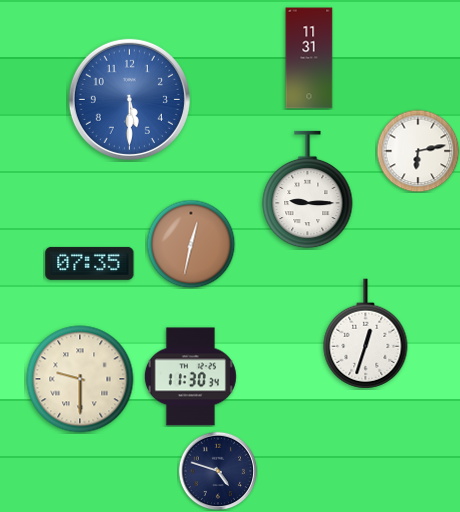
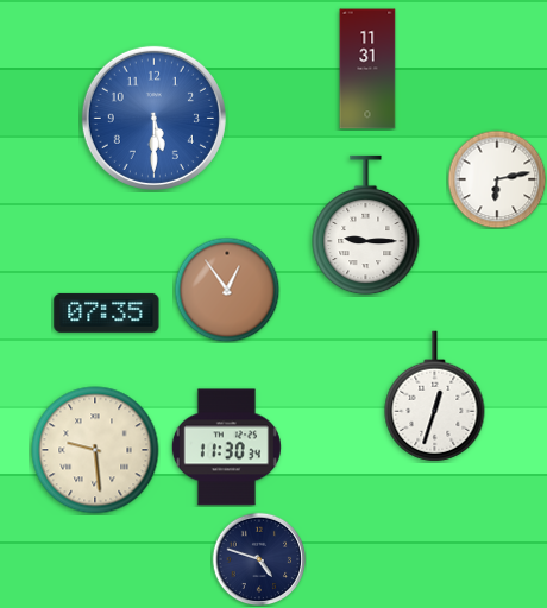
clock at (191, 244): 12:32 -> 12:54
clock at (80, 379): 9:30 -> 9:29
